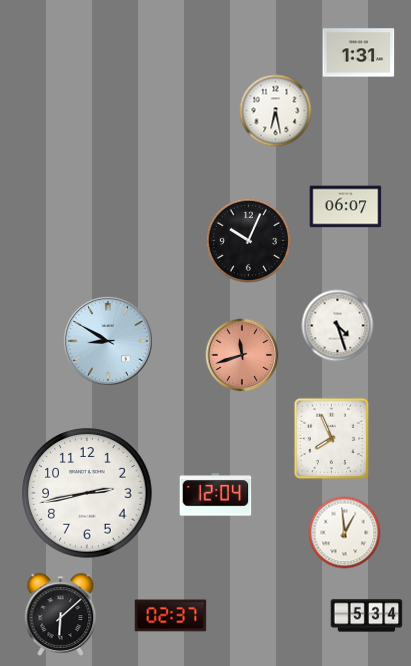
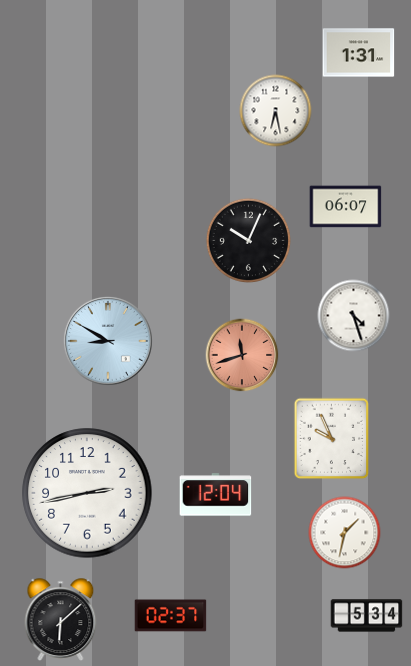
clock at (338, 326) position: (338, 326) -> (354, 316)
clock at (332, 439): 7:56 -> 9:56
clock at (345, 533): 12:59 -> 1:32
clock at (61, 615) position: (61, 615) -> (61, 620)
